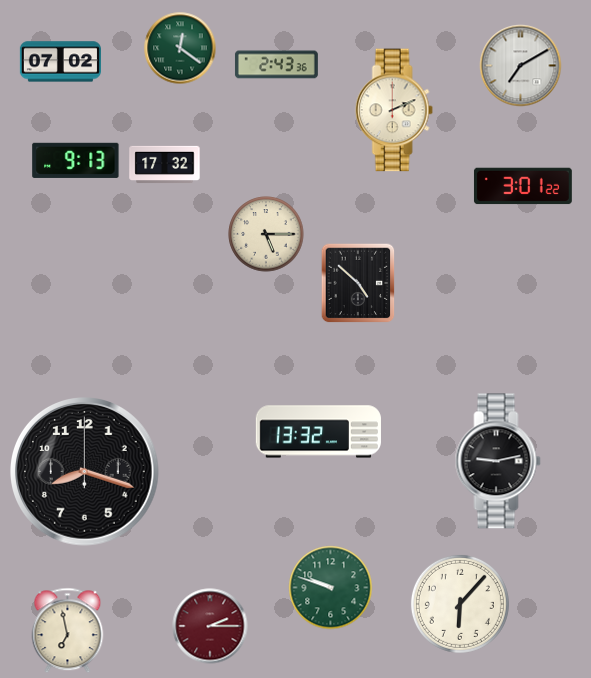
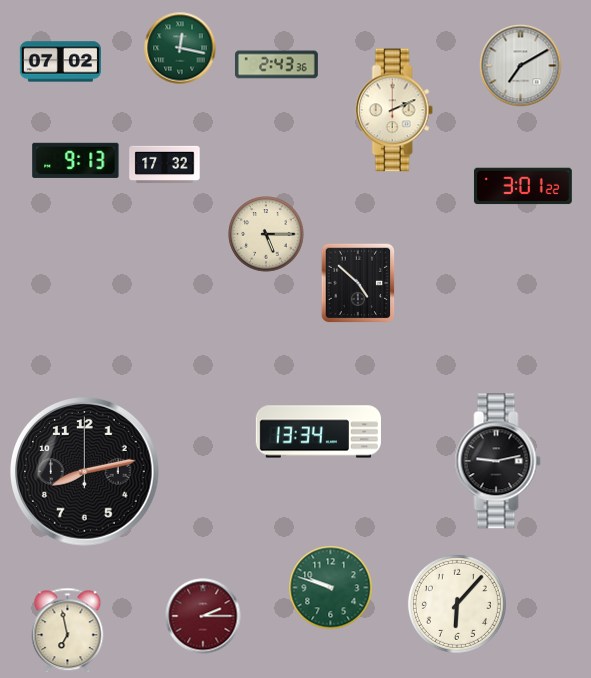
clock at (180, 48): 12:21 -> 12:17
clock at (318, 432): 13:32 -> 13:34
clock at (85, 472): 8:18 -> 8:13
clock at (460, 604) position: (460, 604) -> (457, 604)
clock at (210, 626) position: (210, 626) -> (203, 616)
